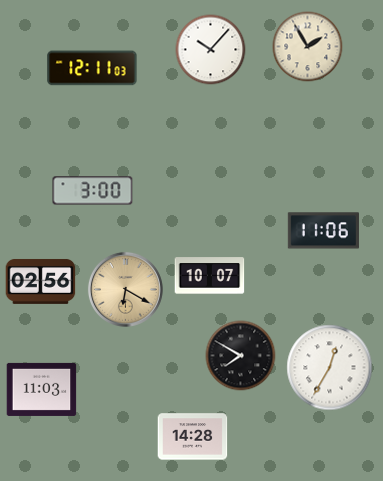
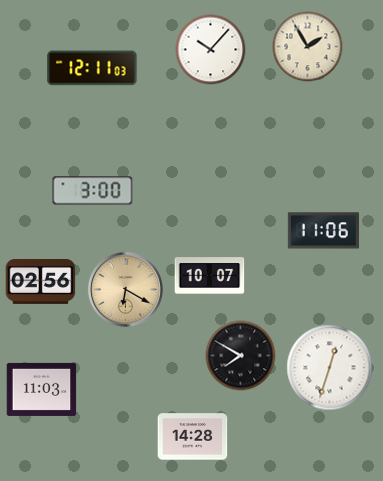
clock at (330, 368): 12:35 -> 12:33
